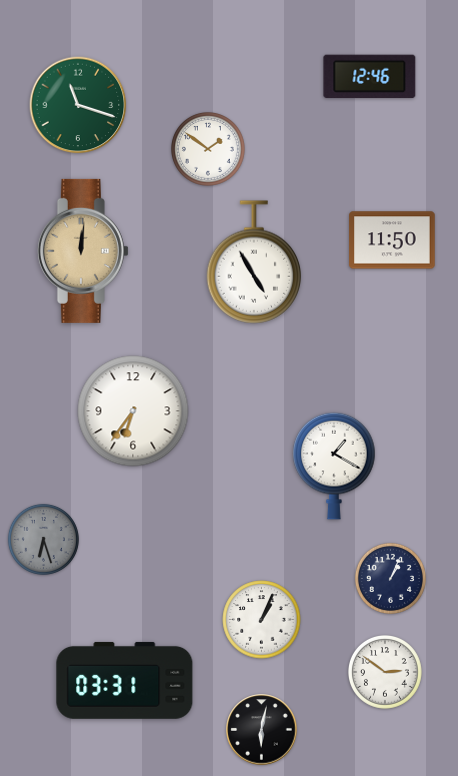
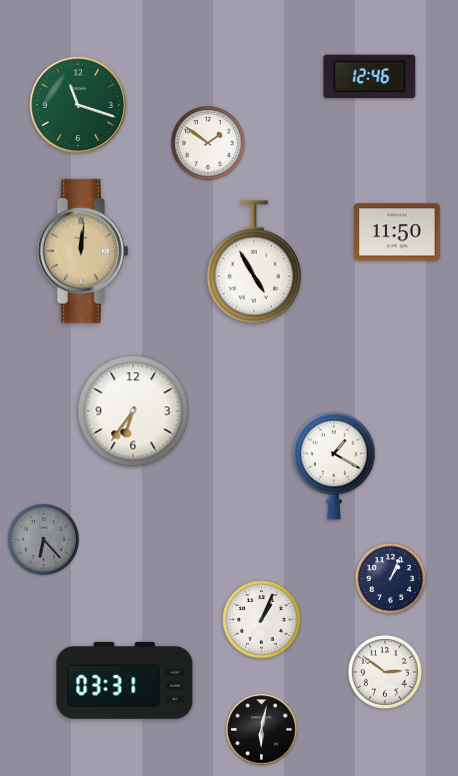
clock at (209, 150) position: (209, 150) -> (209, 144)
clock at (392, 240) position: (392, 240) -> (397, 232)
clock at (43, 539): 6:27 -> 6:23
